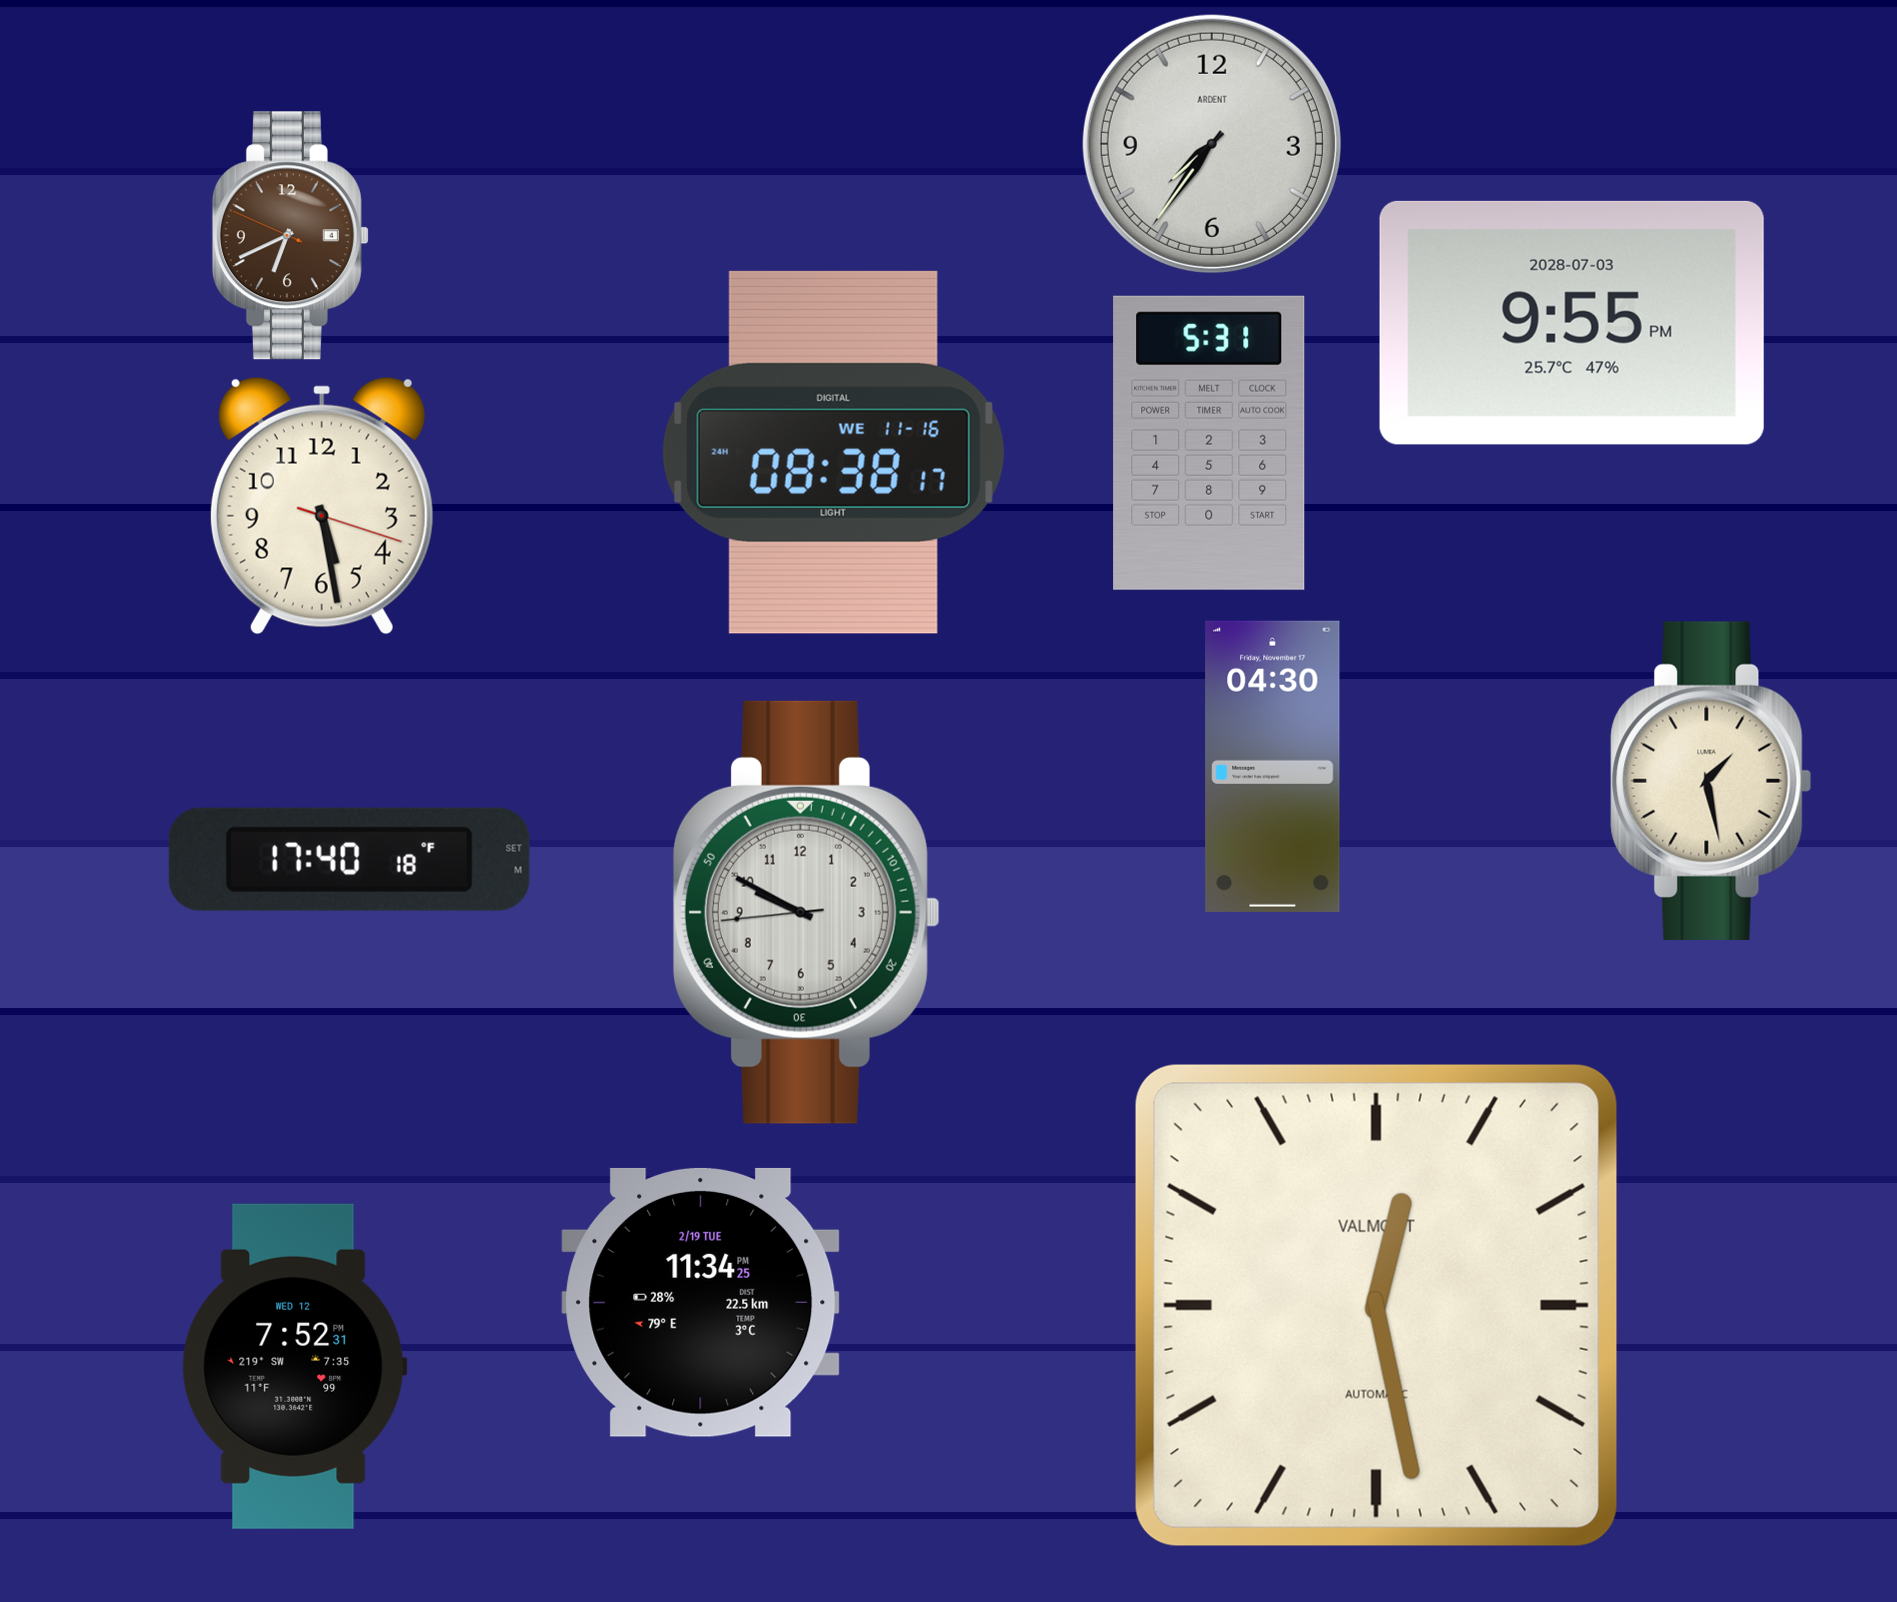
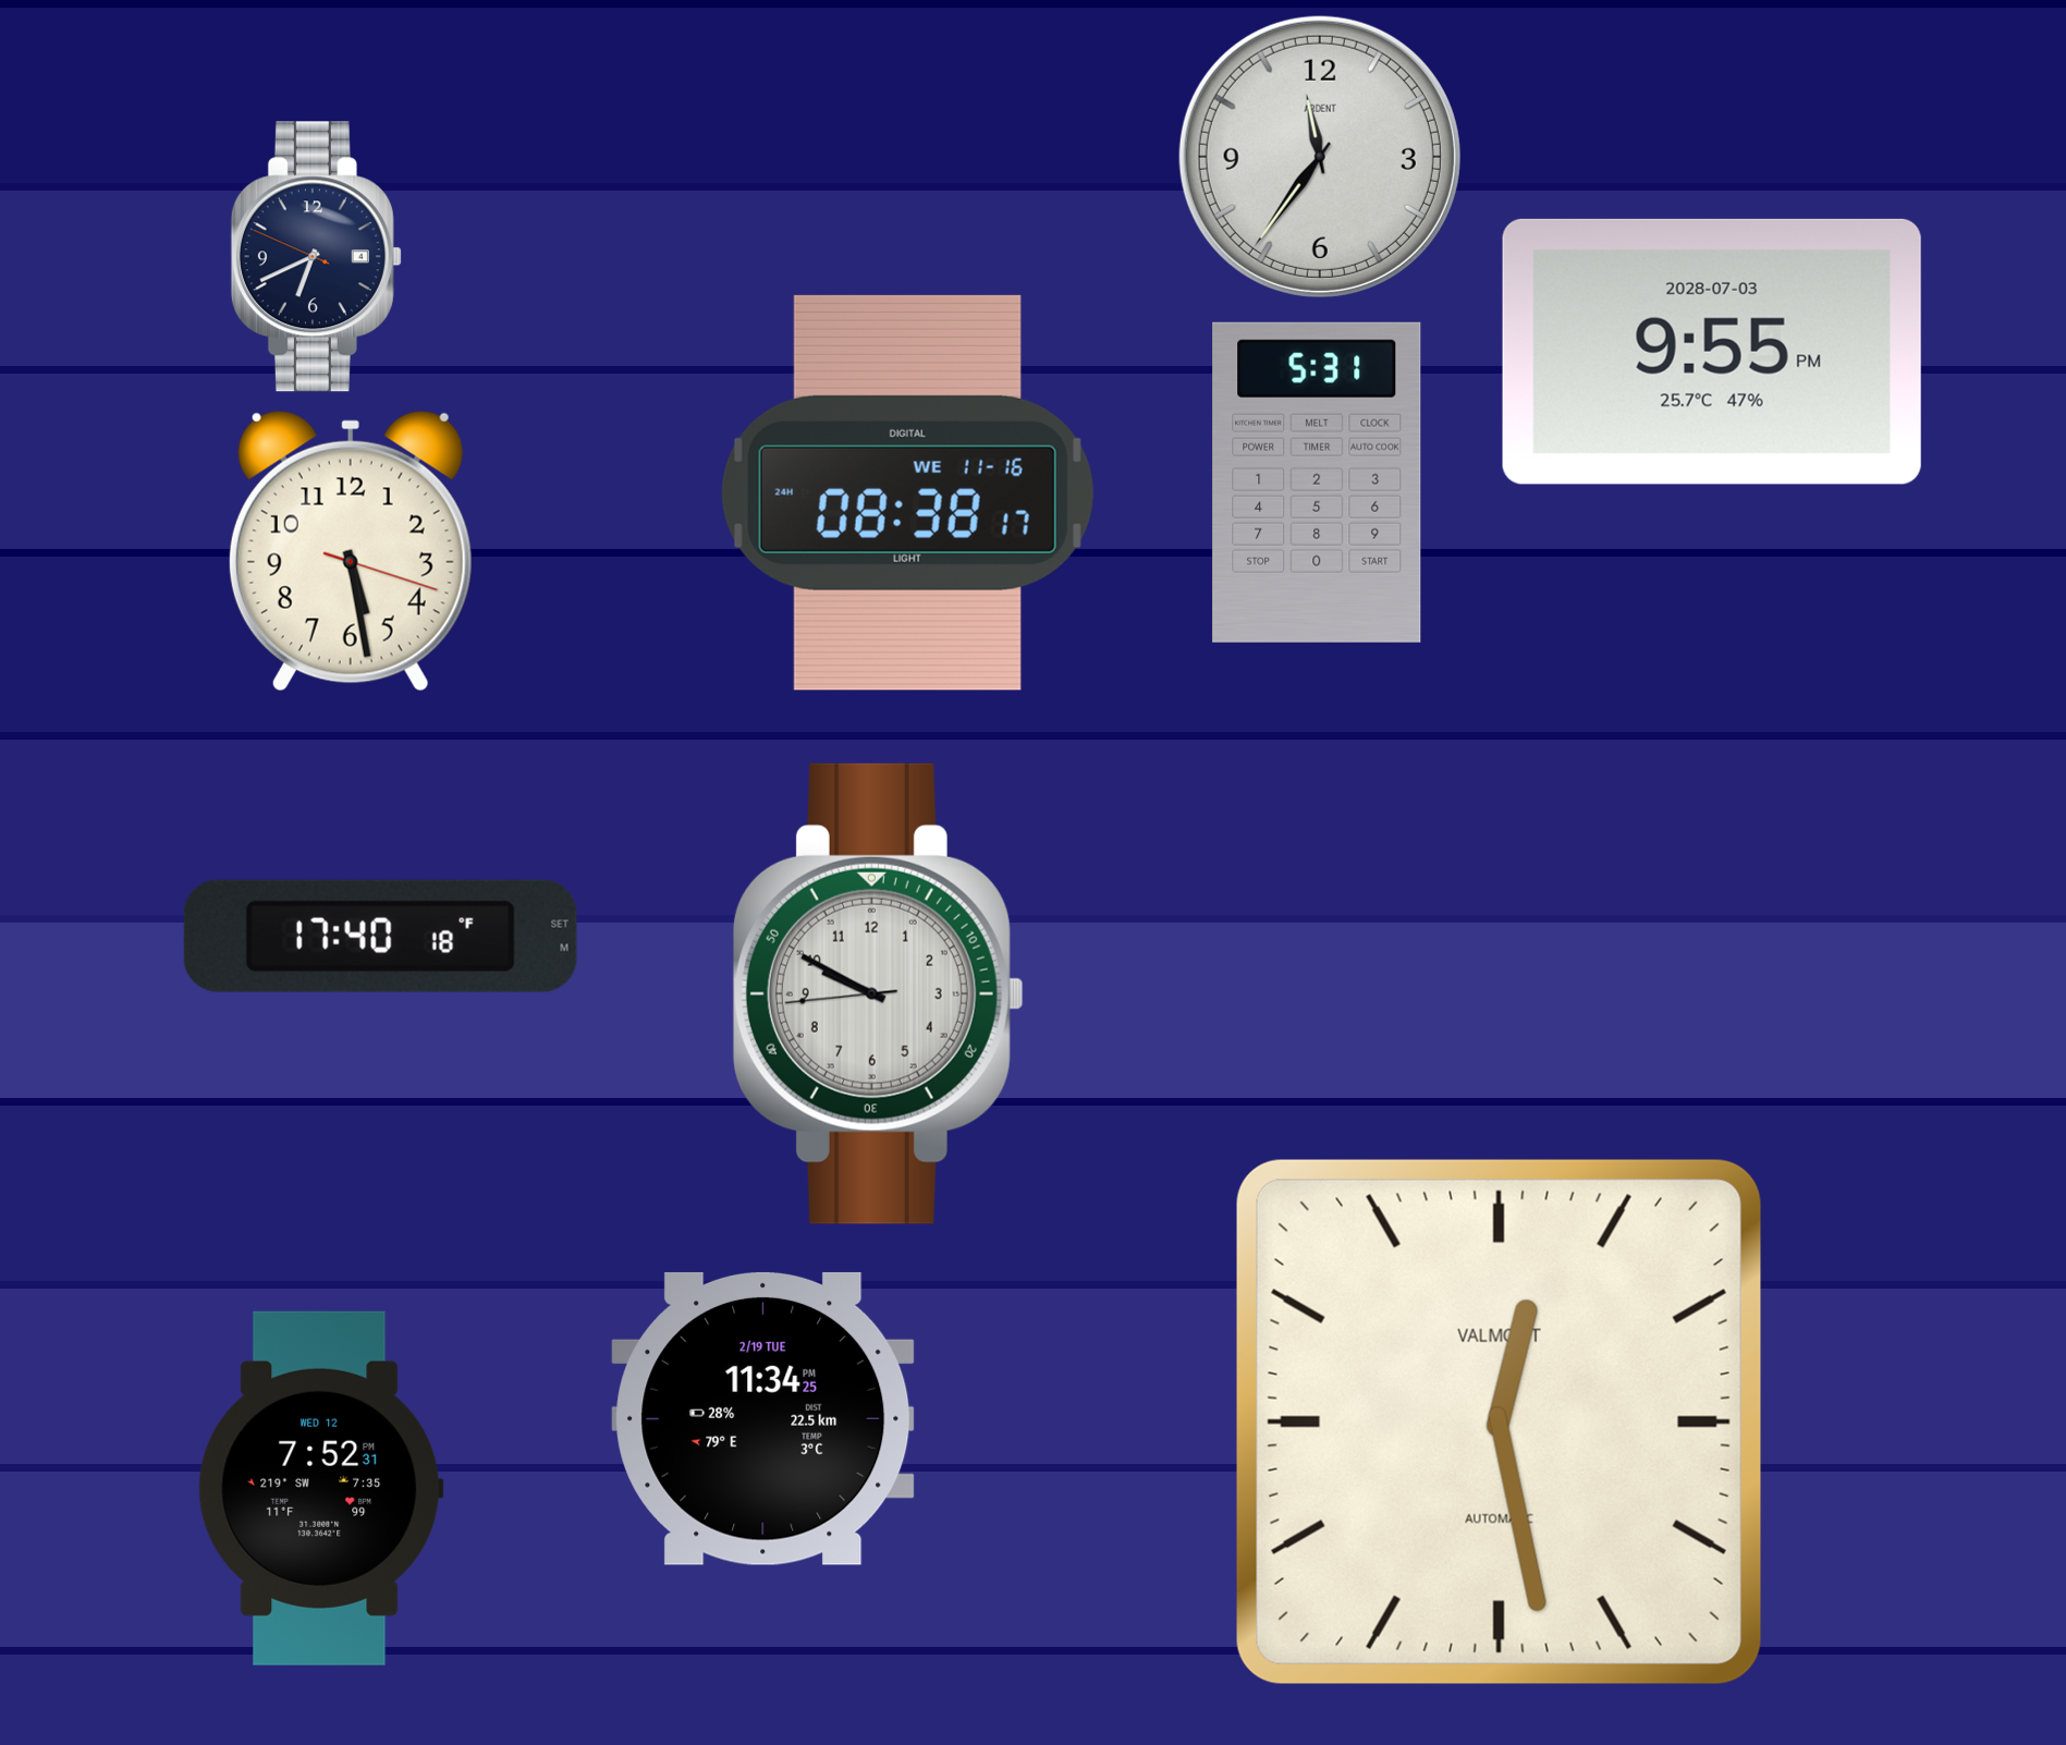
clock at (1212, 144): 7:36 -> 11:36
clock at (290, 236) dial: brown -> navy
clock at (1273, 766): 04:30 -> none
clock at (1711, 781): 1:28 -> none
